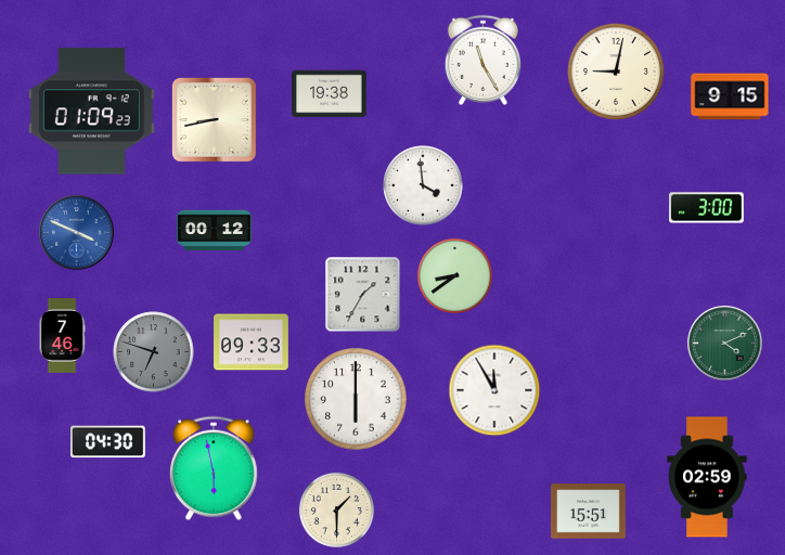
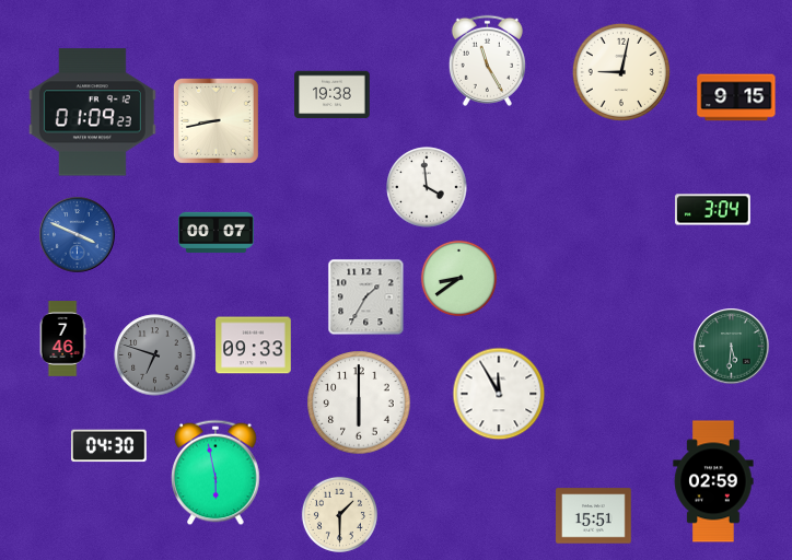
clock at (707, 208): 3:00 -> 3:04
clock at (215, 231): 00:12 -> 00:07
clock at (725, 344): 4:11 -> 5:31
